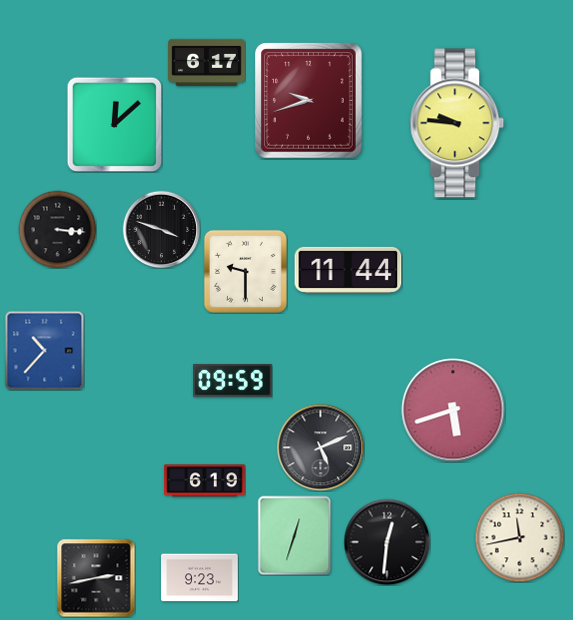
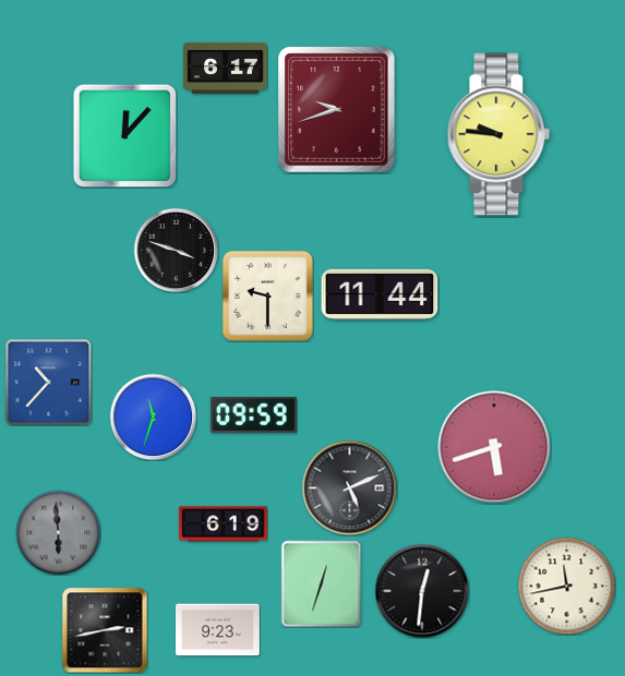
clock at (114, 124): 12:08 -> 12:07
clock at (57, 229): 3:16 -> none
clock at (153, 417): none -> 11:33
clock at (58, 532): none -> 5:59
